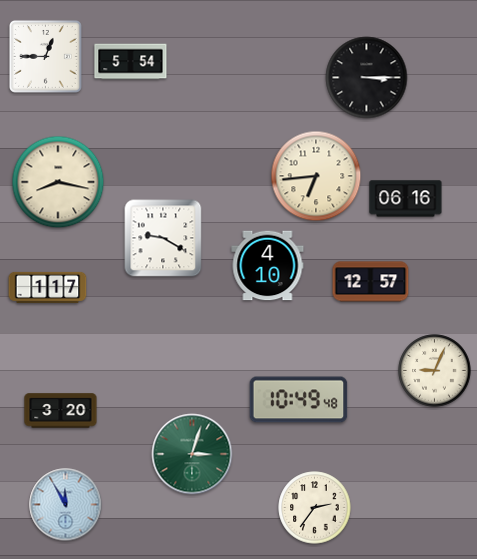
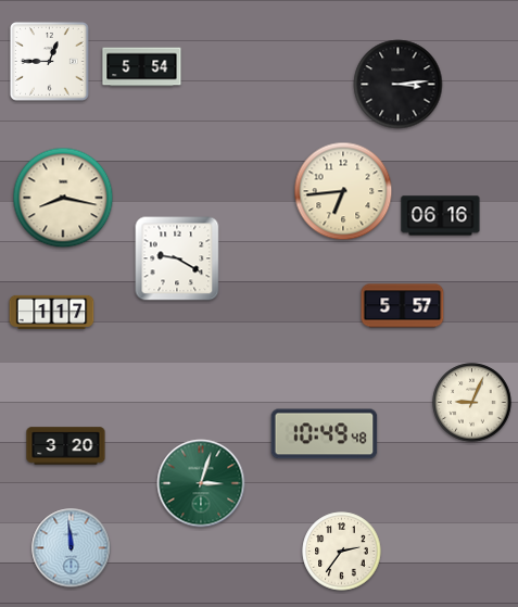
clock at (367, 78): 3:15 -> 3:14
clock at (268, 266): 4:10 -> none
clock at (371, 282): 12:57 -> 5:57
clock at (192, 454) position: (192, 454) -> (201, 483)
clock at (66, 505): 11:55 -> 11:59
